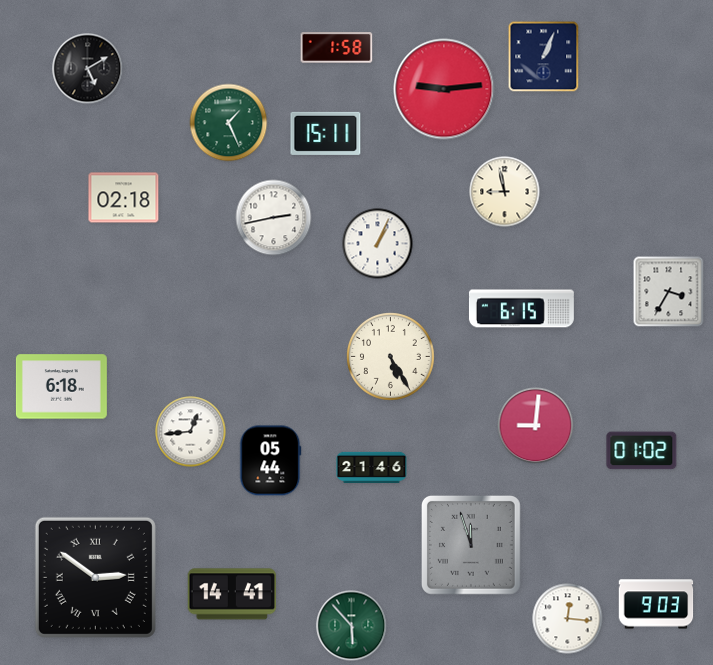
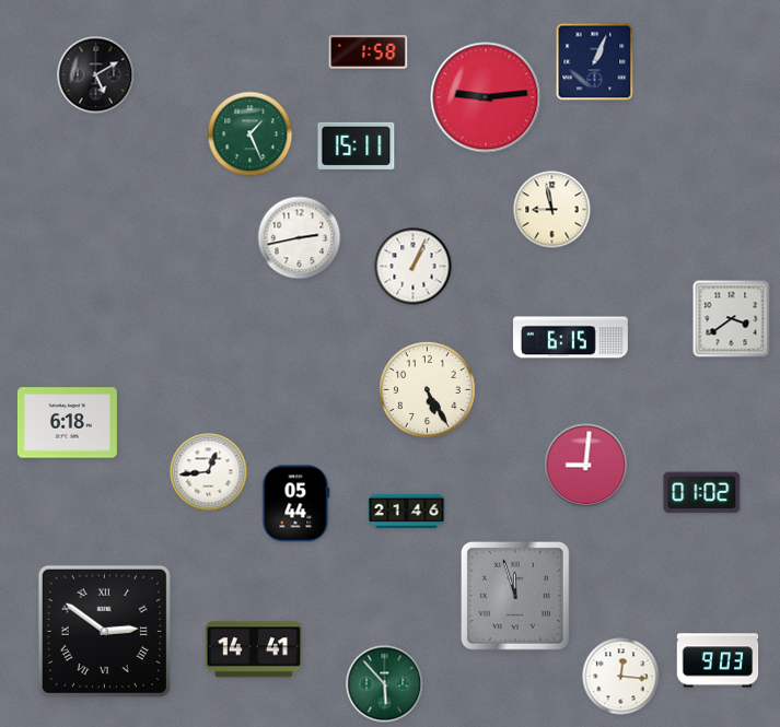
clock at (124, 198): 02:18 -> none
clock at (669, 292): 3:35 -> 3:39
